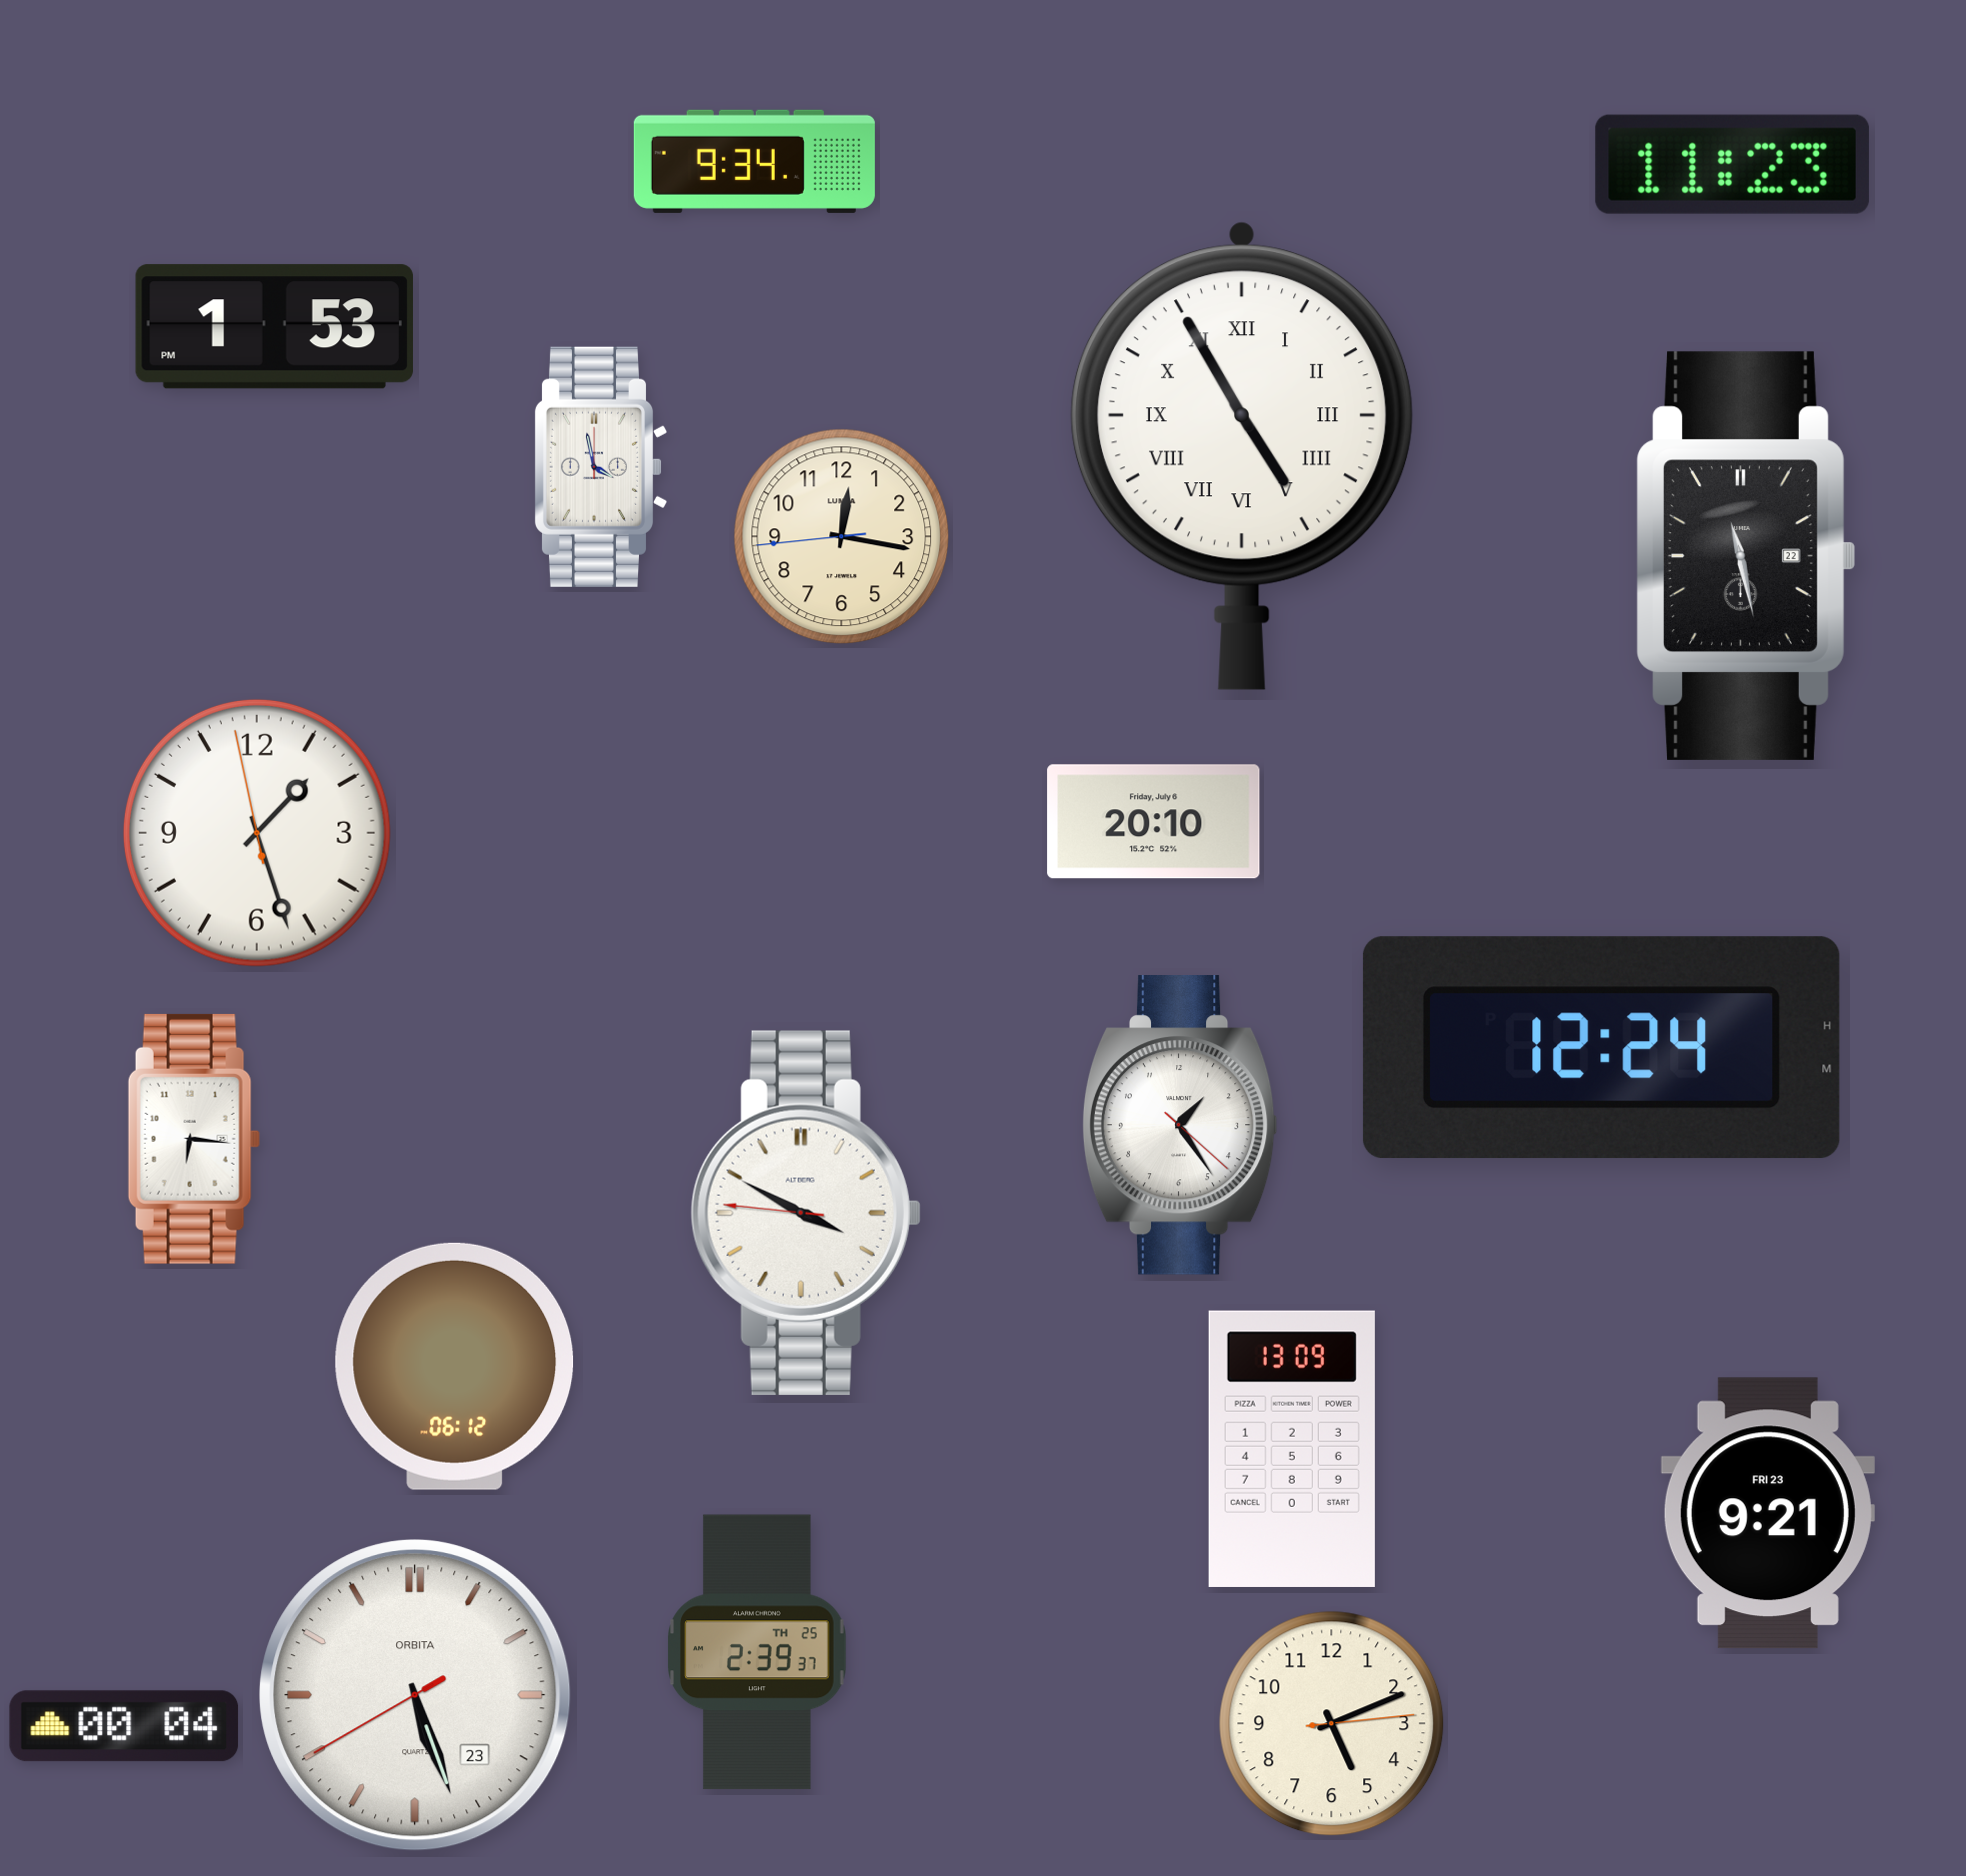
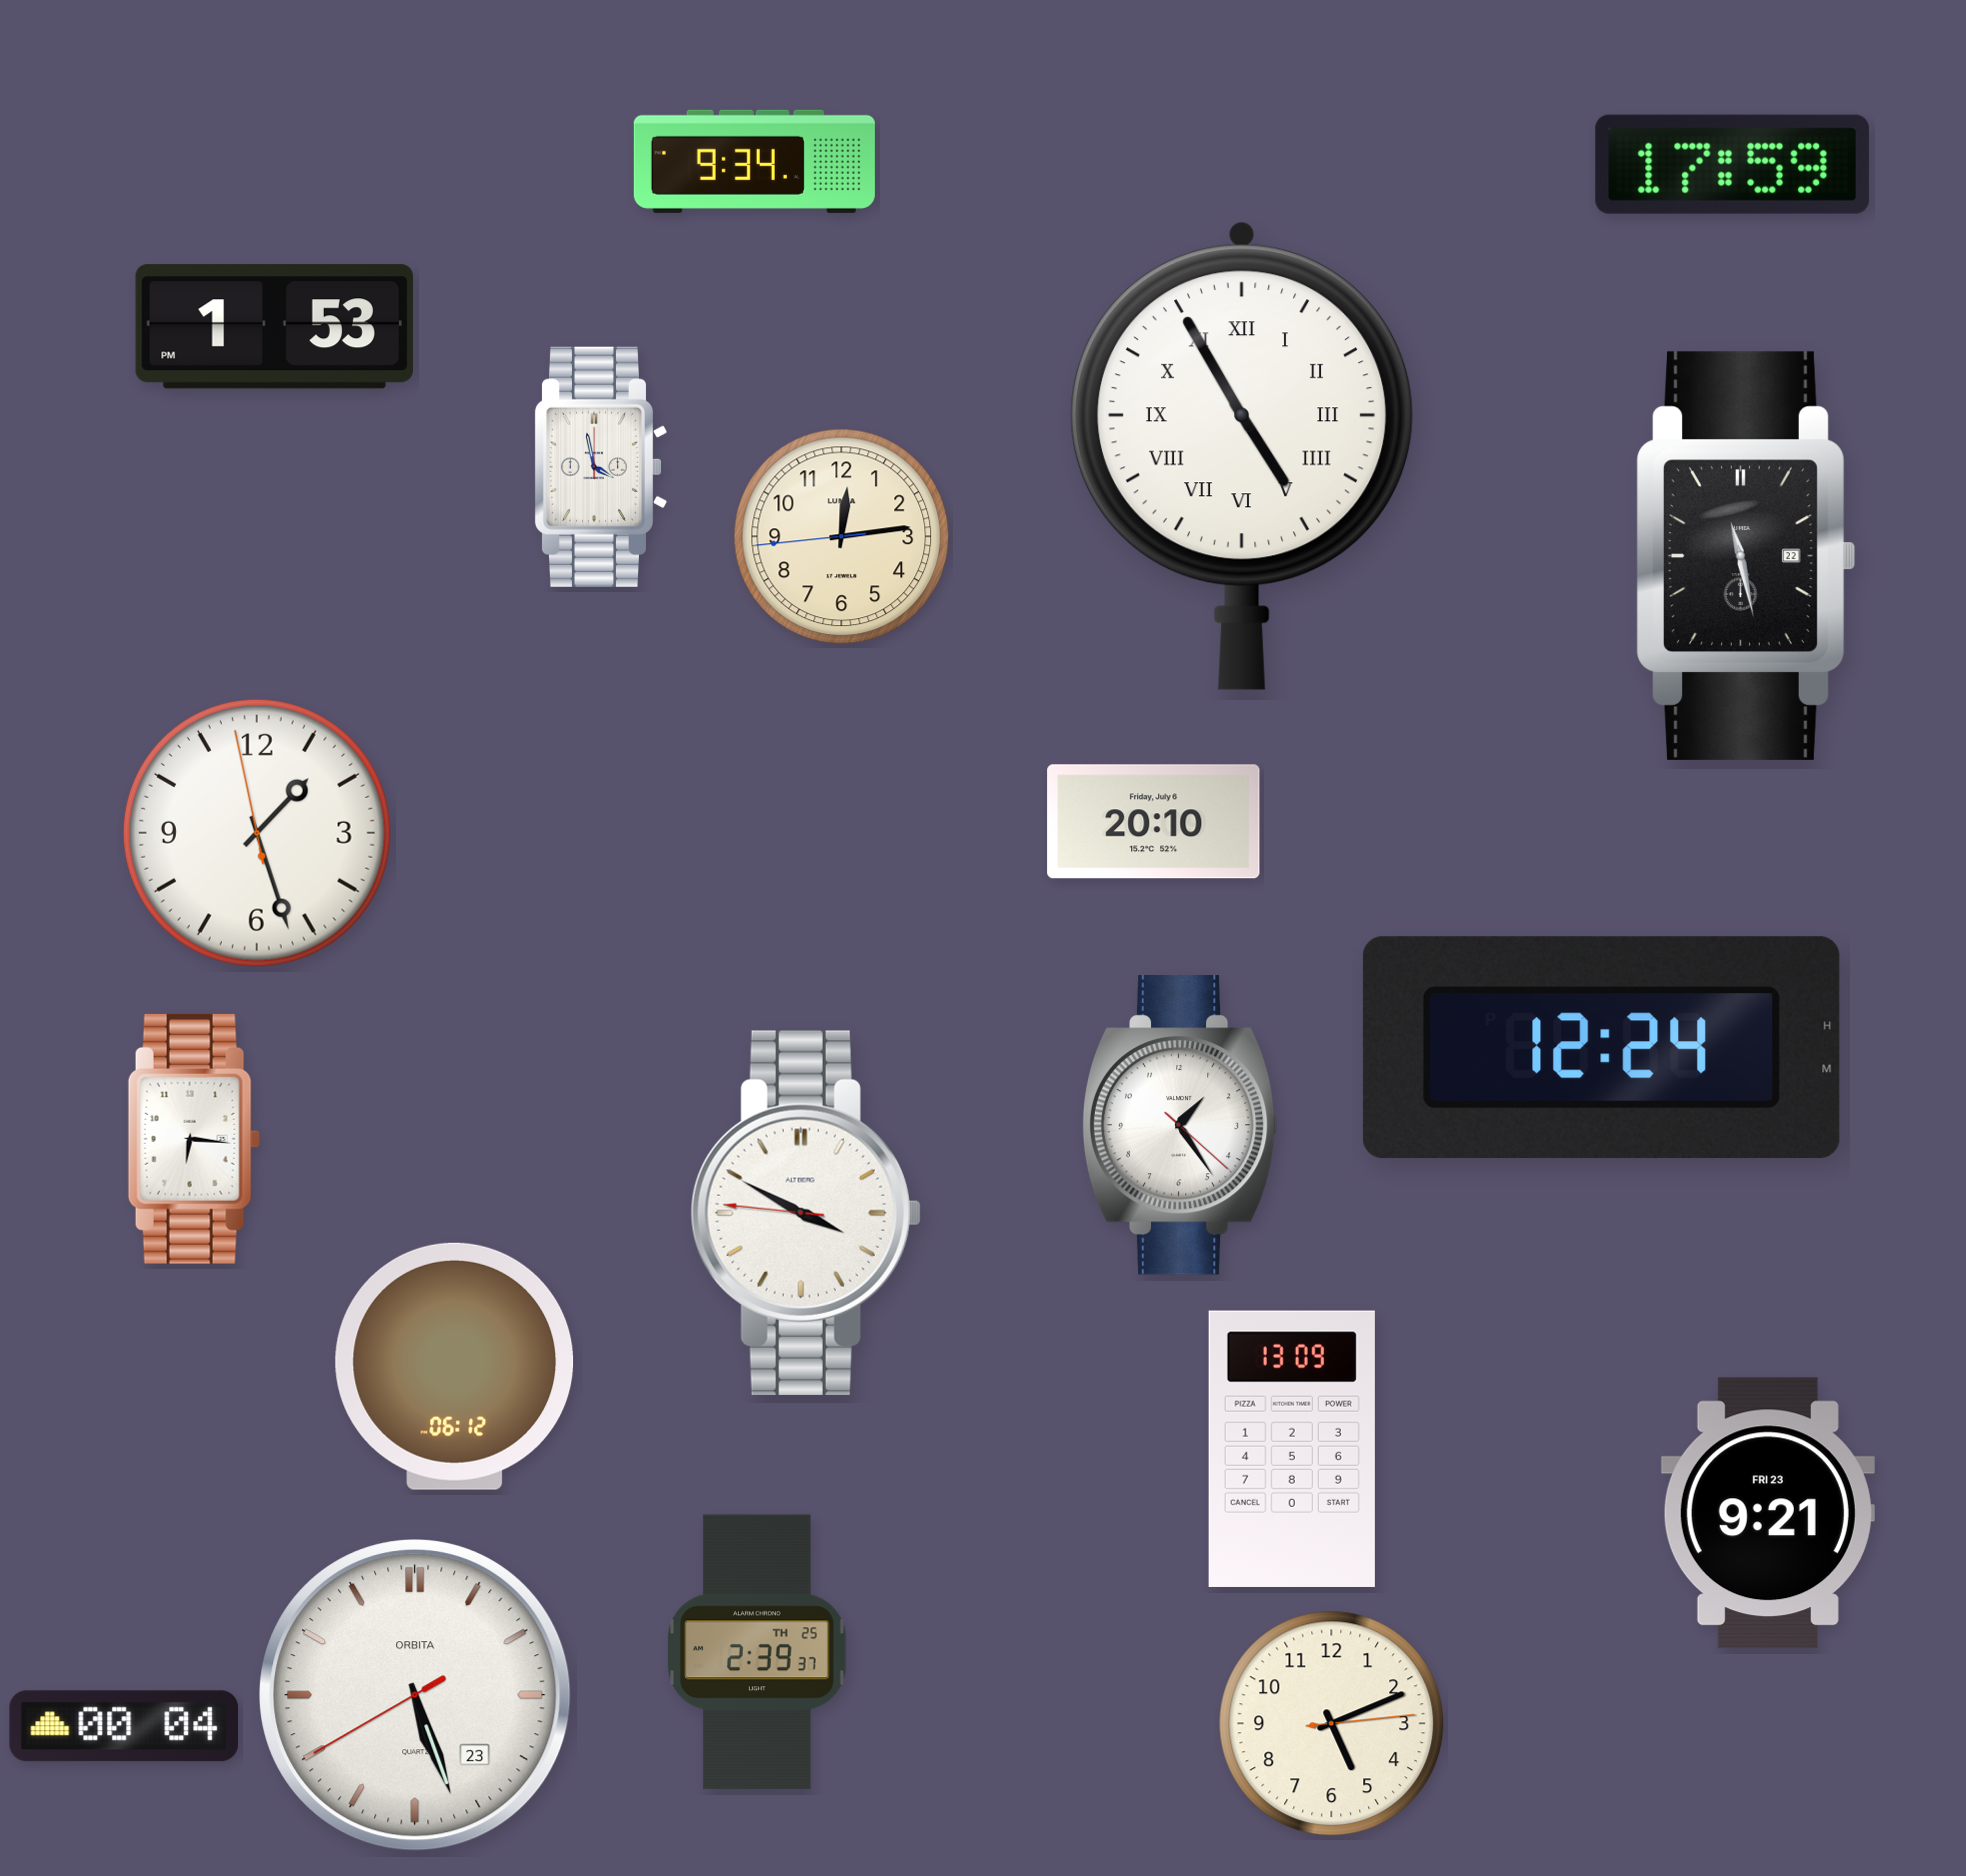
clock at (1732, 164): 11:23 -> 17:59
clock at (842, 537): 12:16 -> 12:13
